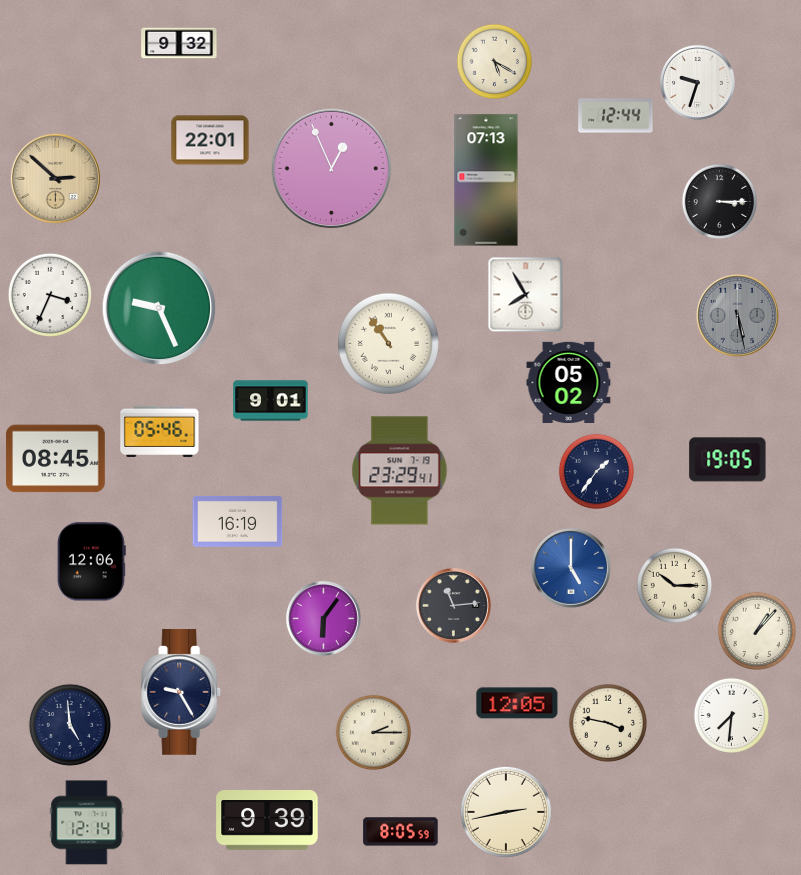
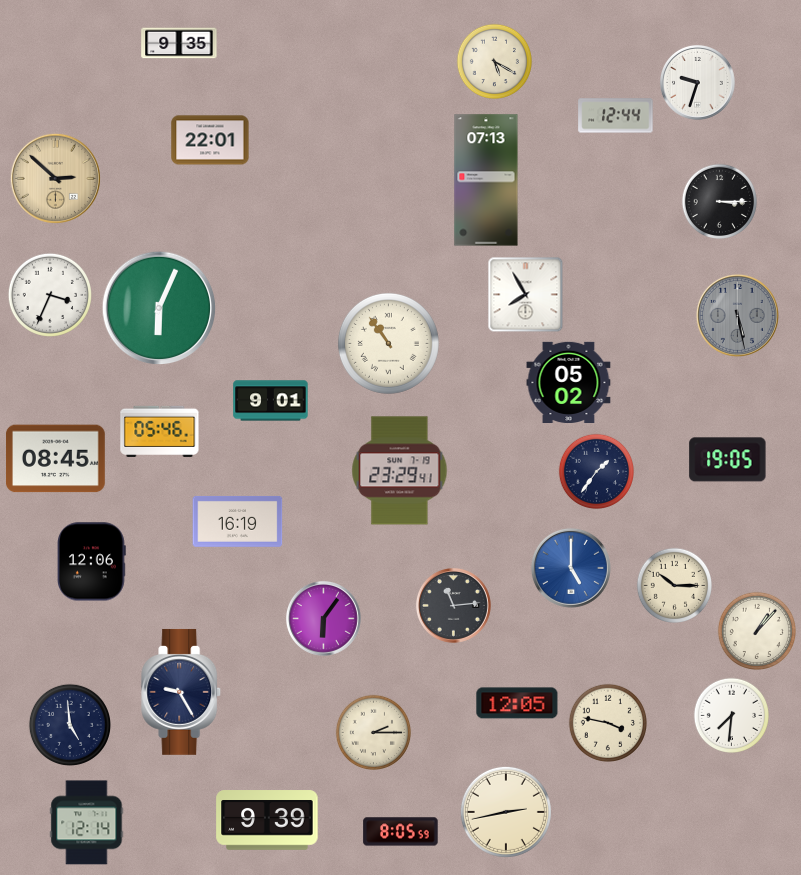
clock at (179, 43): 9:32 -> 9:35
clock at (332, 169): 12:56 -> none
clock at (159, 308): 9:26 -> 6:04
